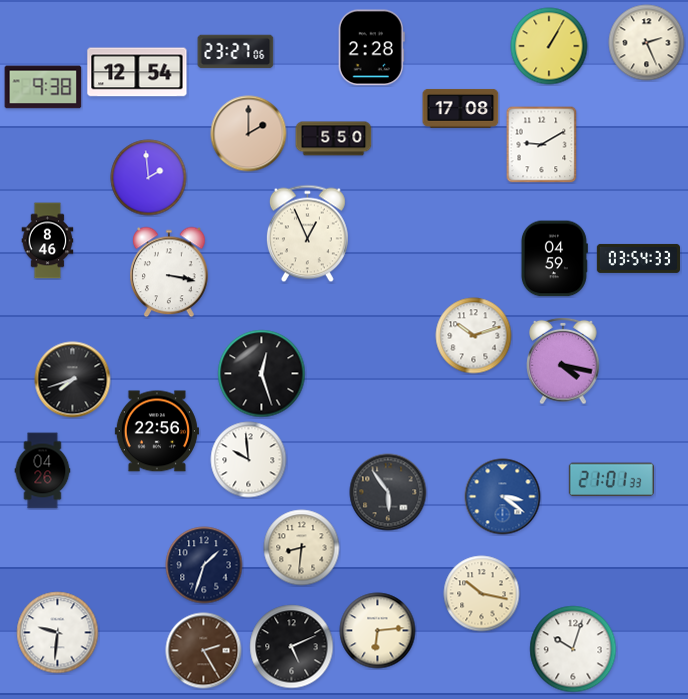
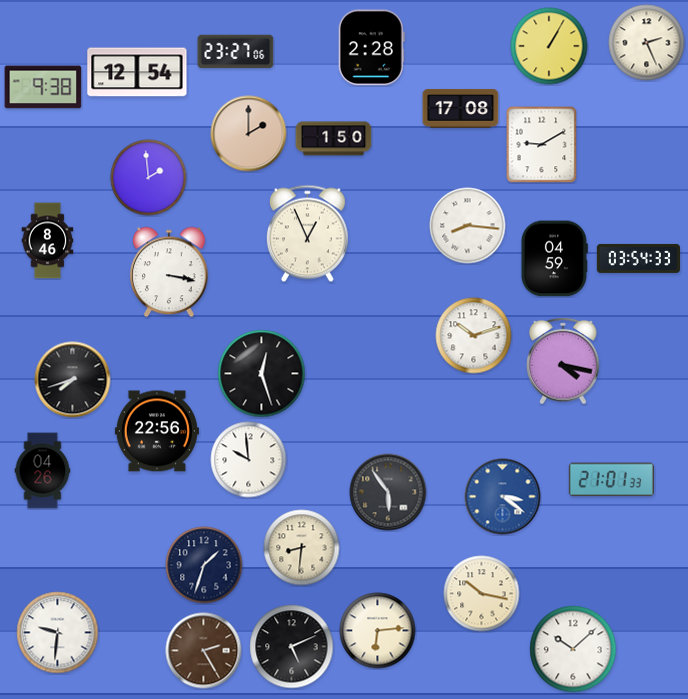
clock at (334, 139): 5:50 -> 1:50
clock at (468, 226): none -> 8:16
clock at (573, 649): 10:03 -> 10:08
